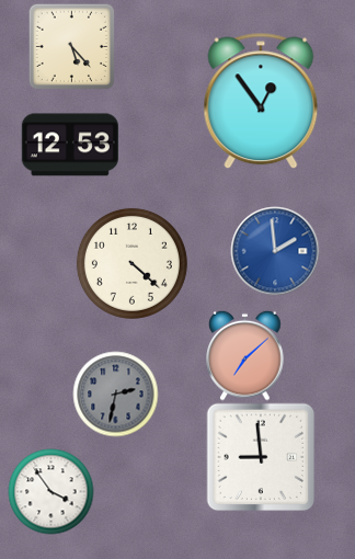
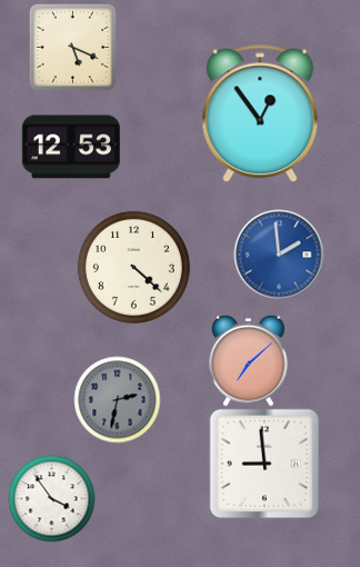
clock at (71, 46): 5:23 -> 5:19
clock at (261, 101) position: (261, 101) -> (260, 113)
